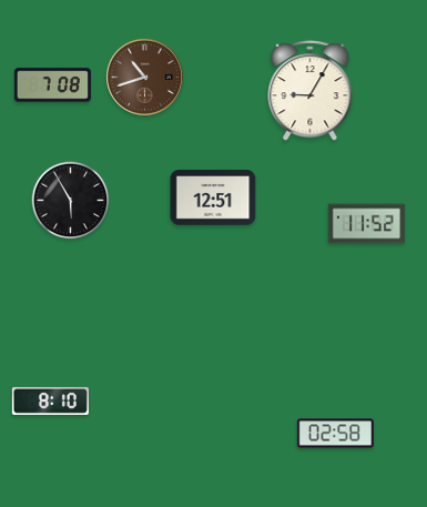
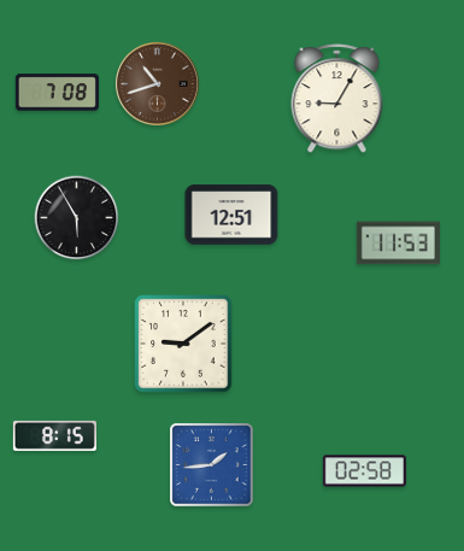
clock at (366, 224): 11:52 -> 11:53
clock at (183, 344): none -> 9:09
clock at (50, 400): 8:10 -> 8:15
clock at (212, 465): none -> 1:44
